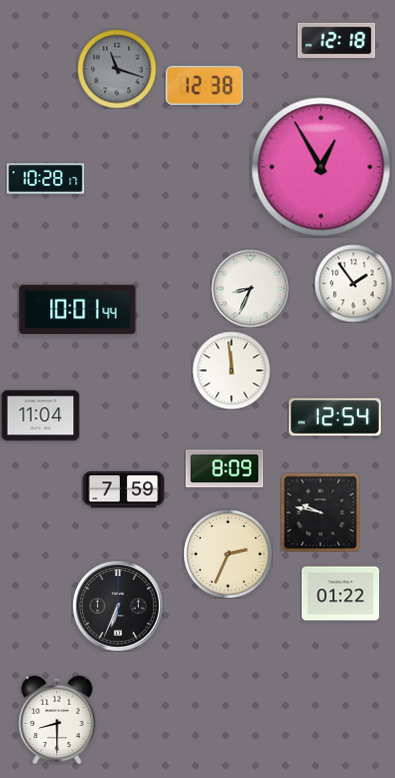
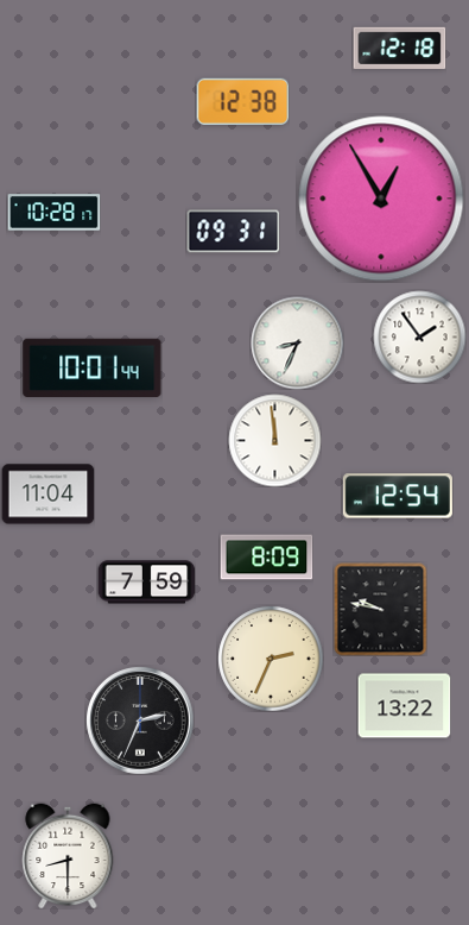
clock at (117, 69): 11:18 -> none
clock at (233, 232): none -> 09:31
clock at (340, 594): 01:22 -> 13:22
clock at (118, 606): 6:34 -> 2:34
